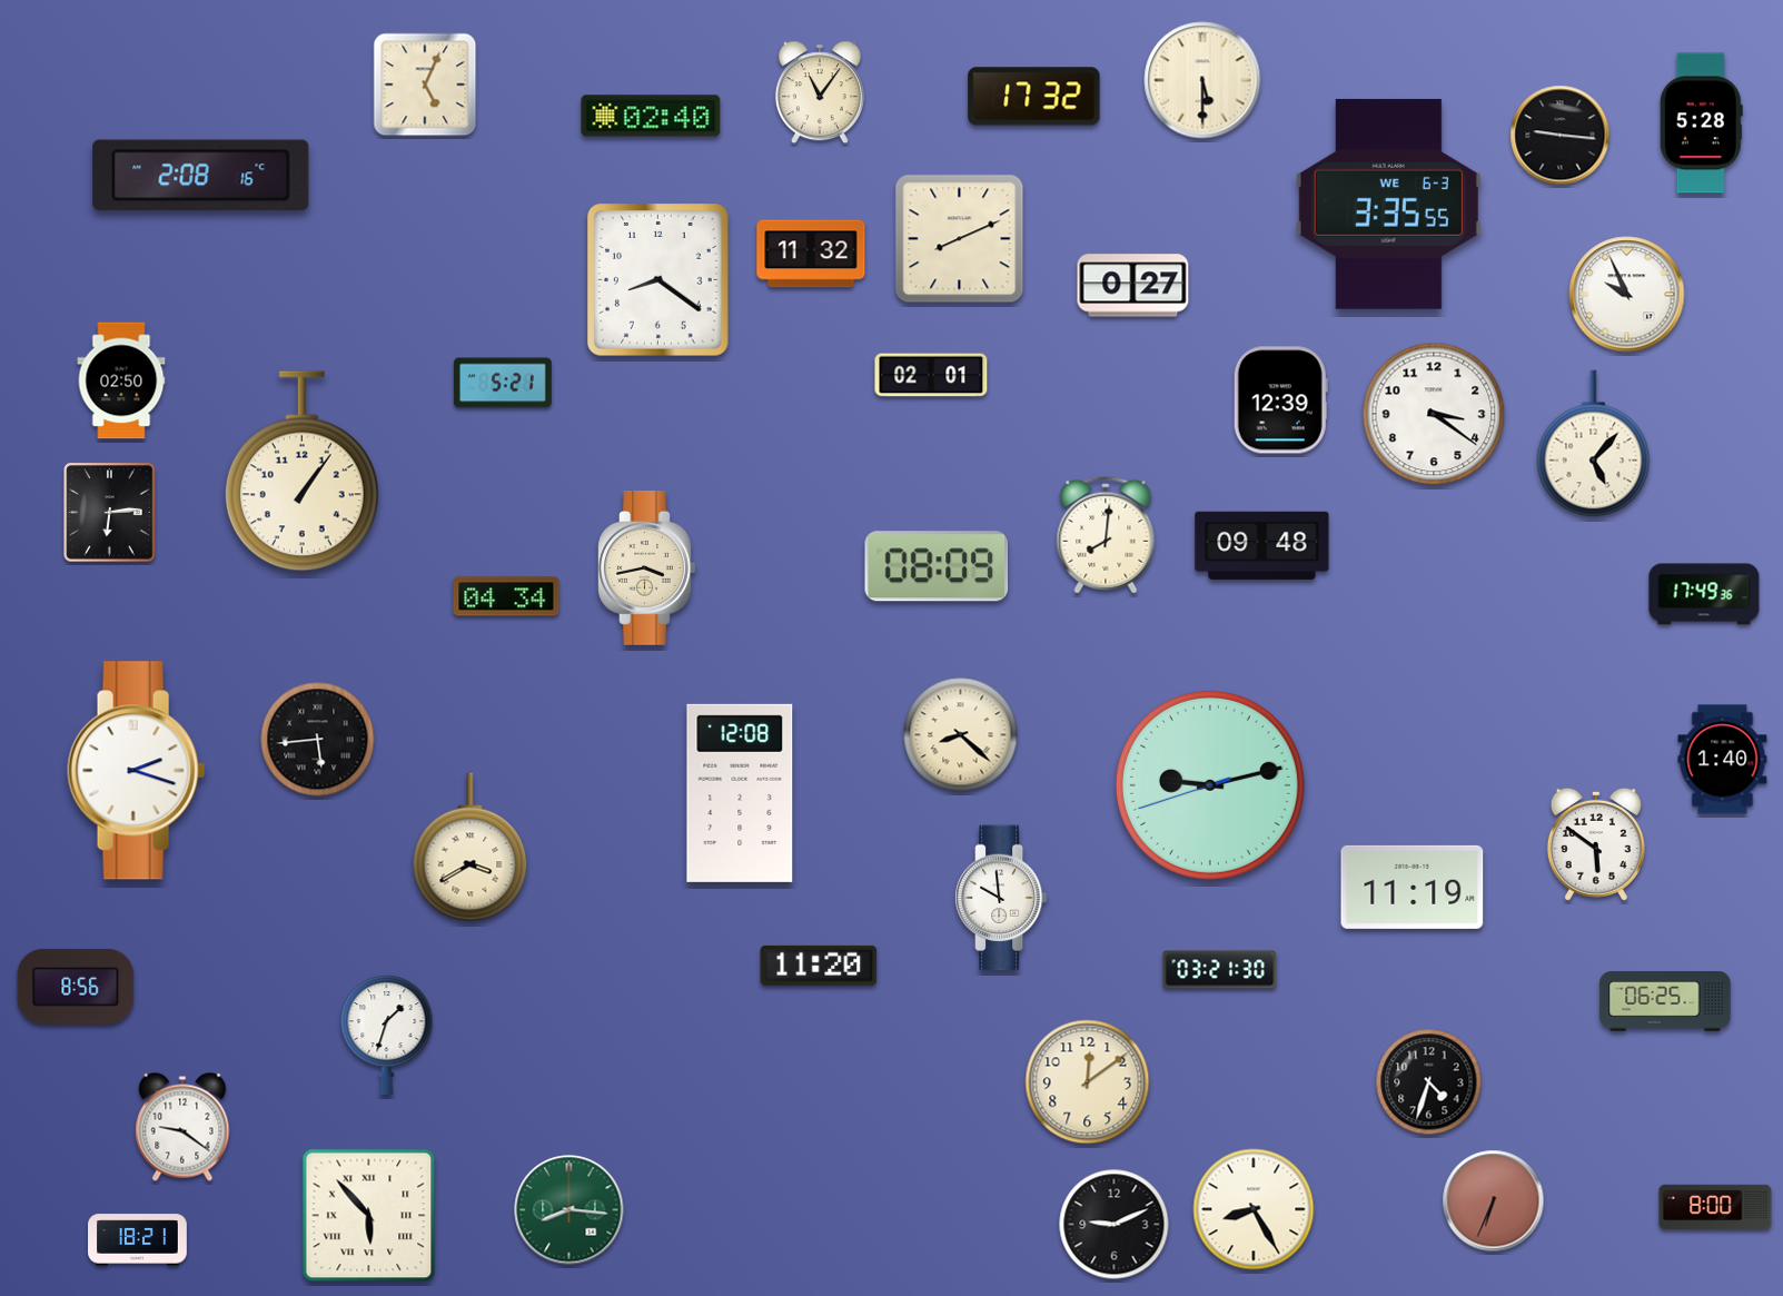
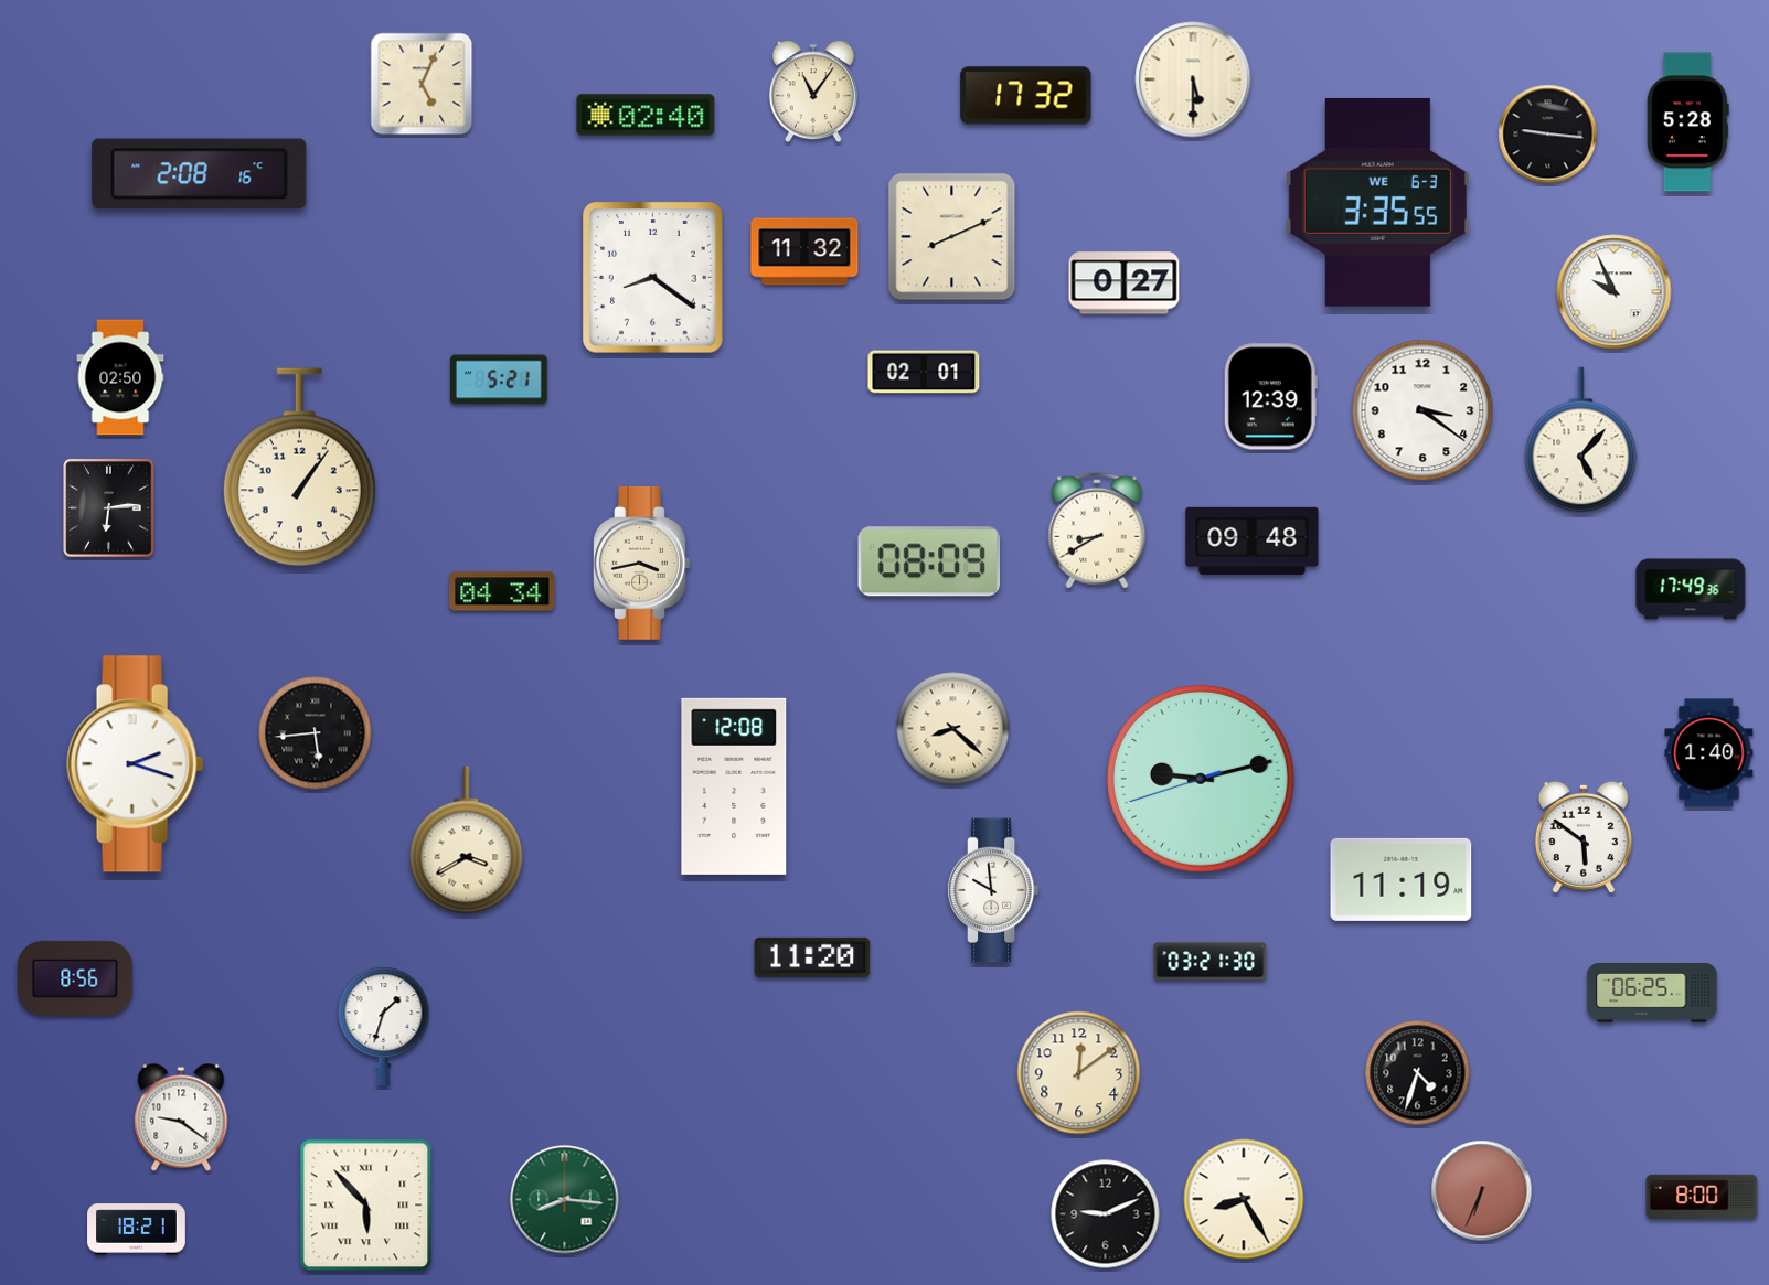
clock at (1106, 535): 8:01 -> 8:40
